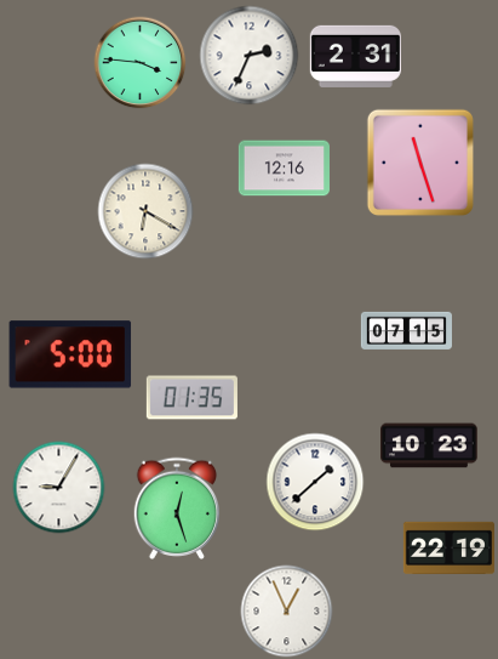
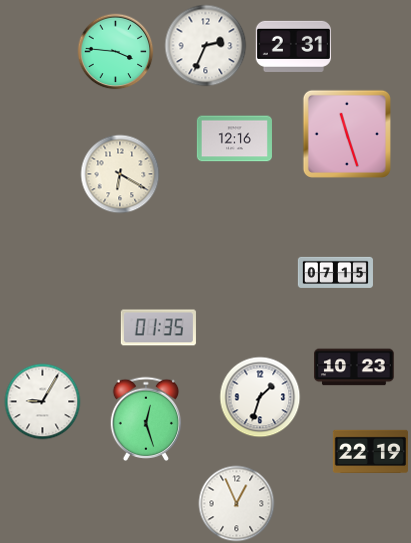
clock at (70, 354): 5:00 -> none
clock at (315, 482): 1:38 -> 1:33
clock at (59, 488) position: (59, 488) -> (43, 402)
